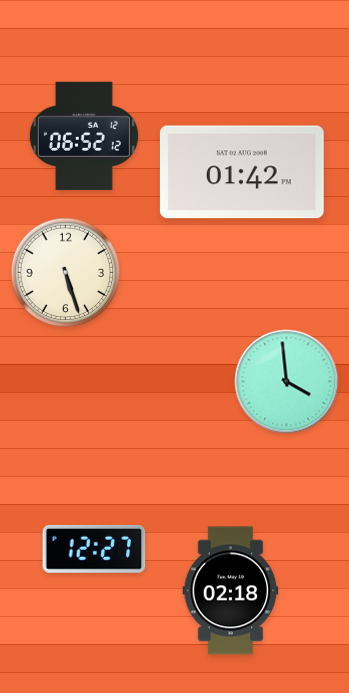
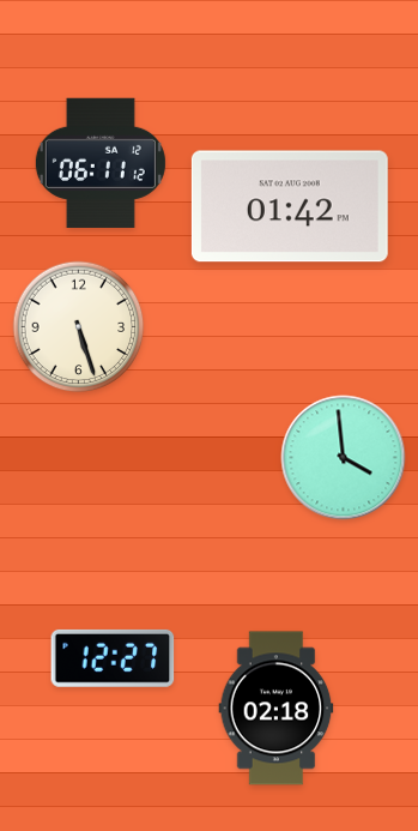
clock at (84, 136): 06:52 -> 06:11
